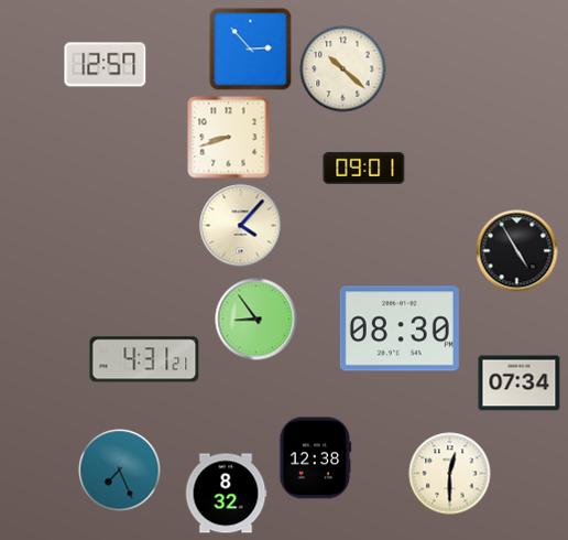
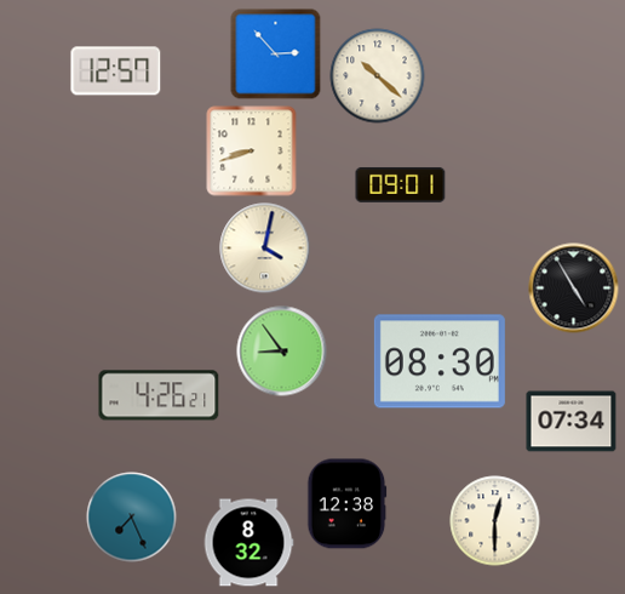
clock at (241, 226): 4:07 -> 4:02
clock at (517, 251) position: (517, 251) -> (574, 289)
clock at (144, 359): 4:31 -> 4:26
